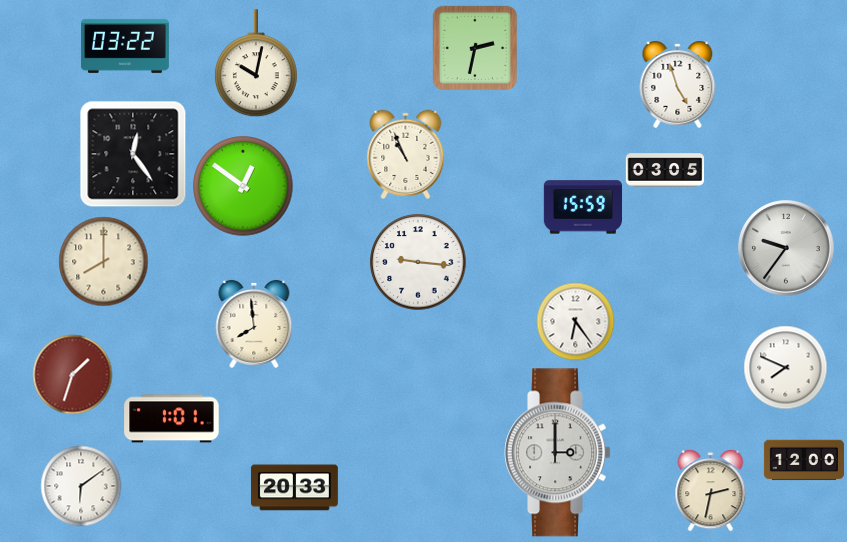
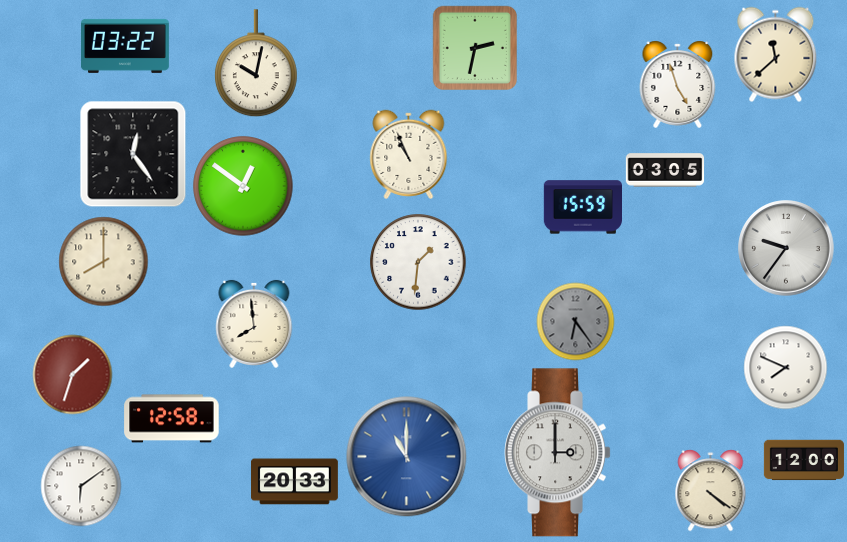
clock at (776, 54): none -> 11:38
clock at (406, 154) position: (406, 154) -> (409, 154)
clock at (418, 262): 9:16 -> 1:31
clock at (575, 321) dial: white -> grey
clock at (172, 419): 1:01 -> 12:58
clock at (407, 457): none -> 11:00
clock at (294, 488) position: (294, 488) -> (294, 482)
clock at (711, 490): 2:32 -> 4:21
